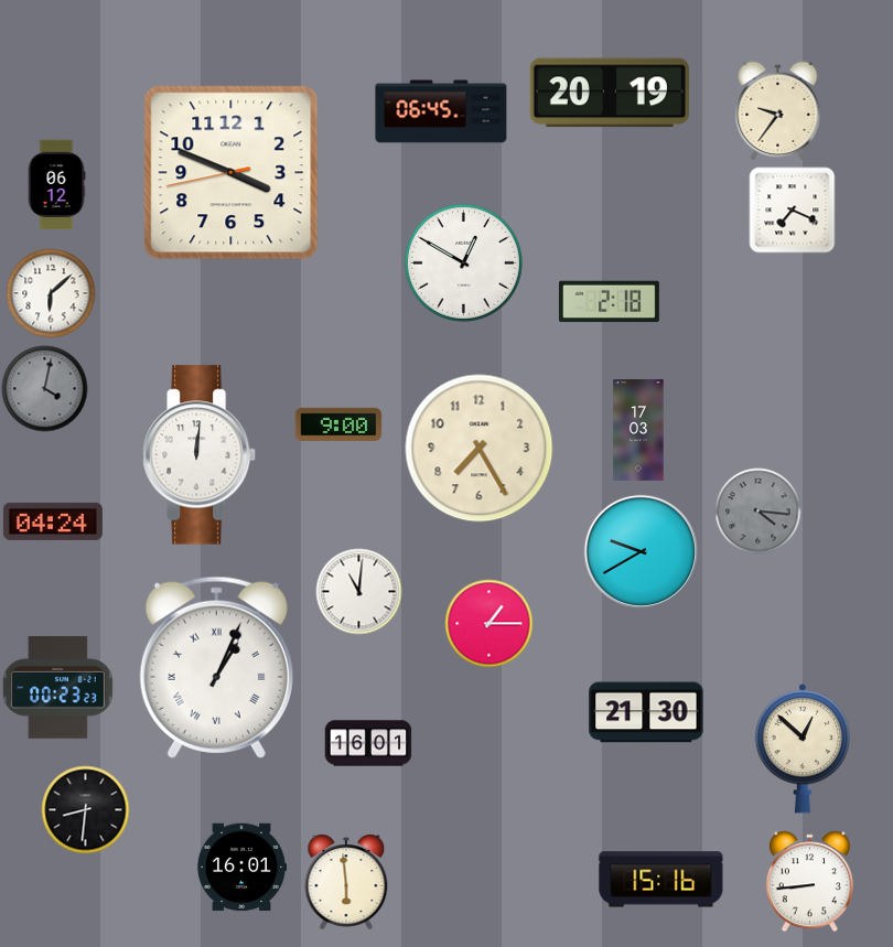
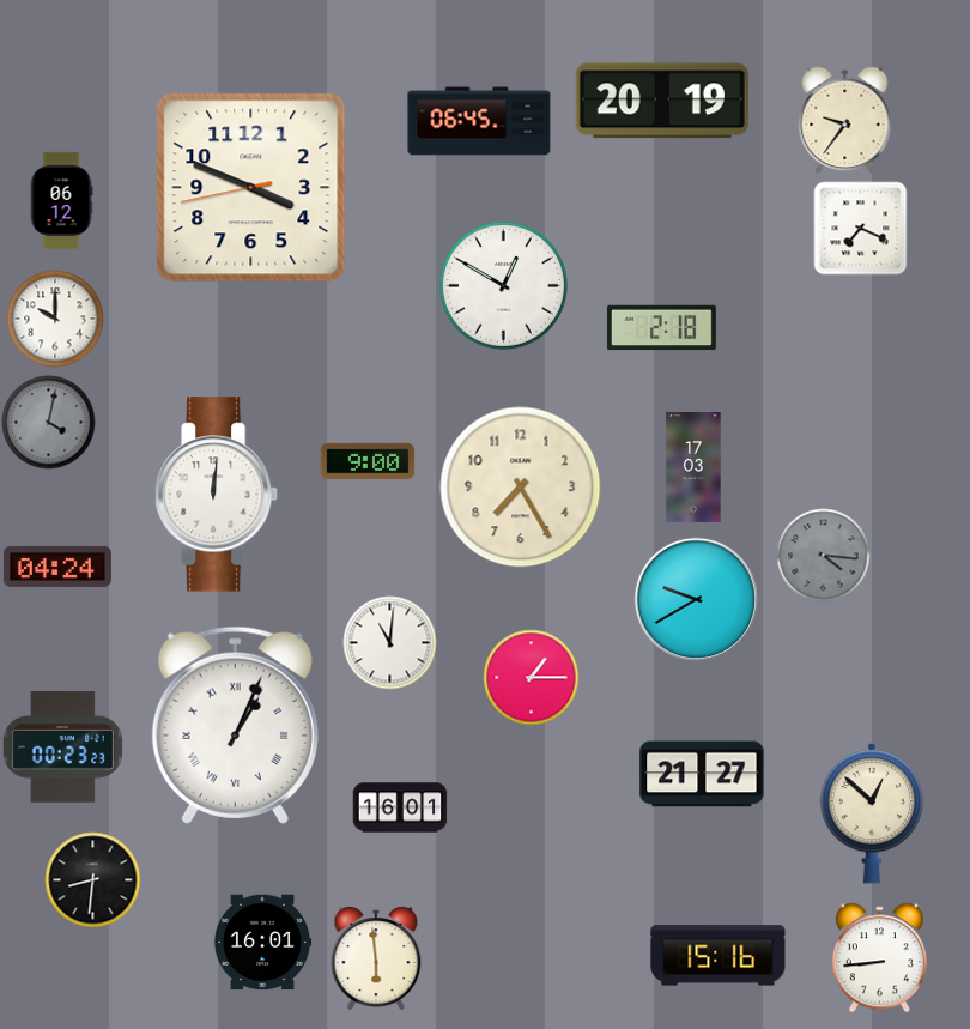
clock at (51, 293): 6:08 -> 10:00
clock at (646, 712): 21:30 -> 21:27
